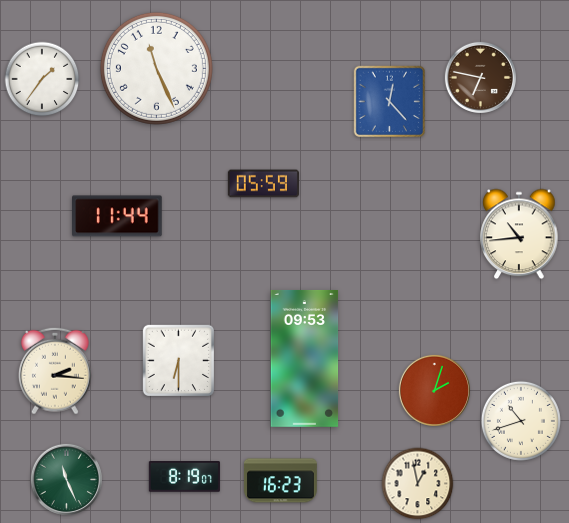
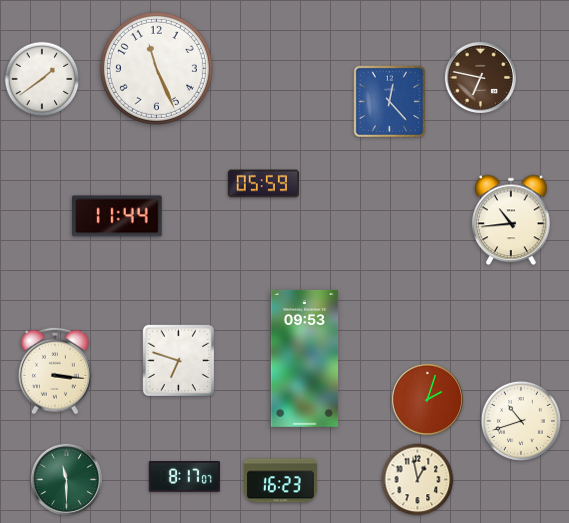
clock at (42, 79): 1:36 -> 1:39
clock at (519, 234) position: (519, 234) -> (511, 220)
clock at (178, 360): 6:30 -> 6:48
clock at (55, 371): 2:16 -> 3:16
clock at (434, 390) position: (434, 390) -> (427, 399)
clock at (184, 477): 8:19 -> 8:17
clock at (66, 479): 11:26 -> 11:30
clock at (418, 484) position: (418, 484) -> (418, 480)
